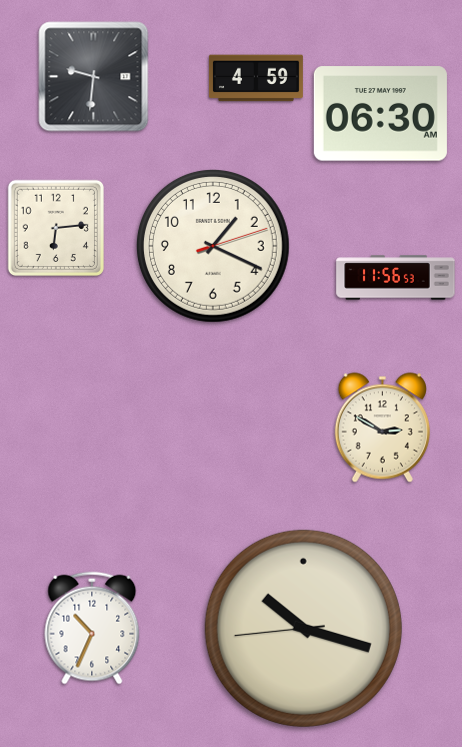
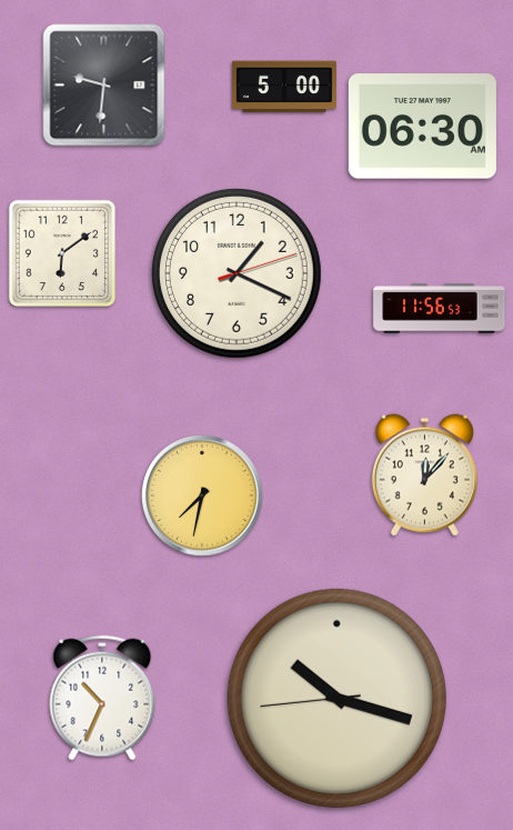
clock at (256, 78): 4:59 -> 5:00
clock at (55, 227): 6:14 -> 6:09
clock at (382, 428): 2:50 -> 12:07
clock at (202, 496): none -> 7:32
